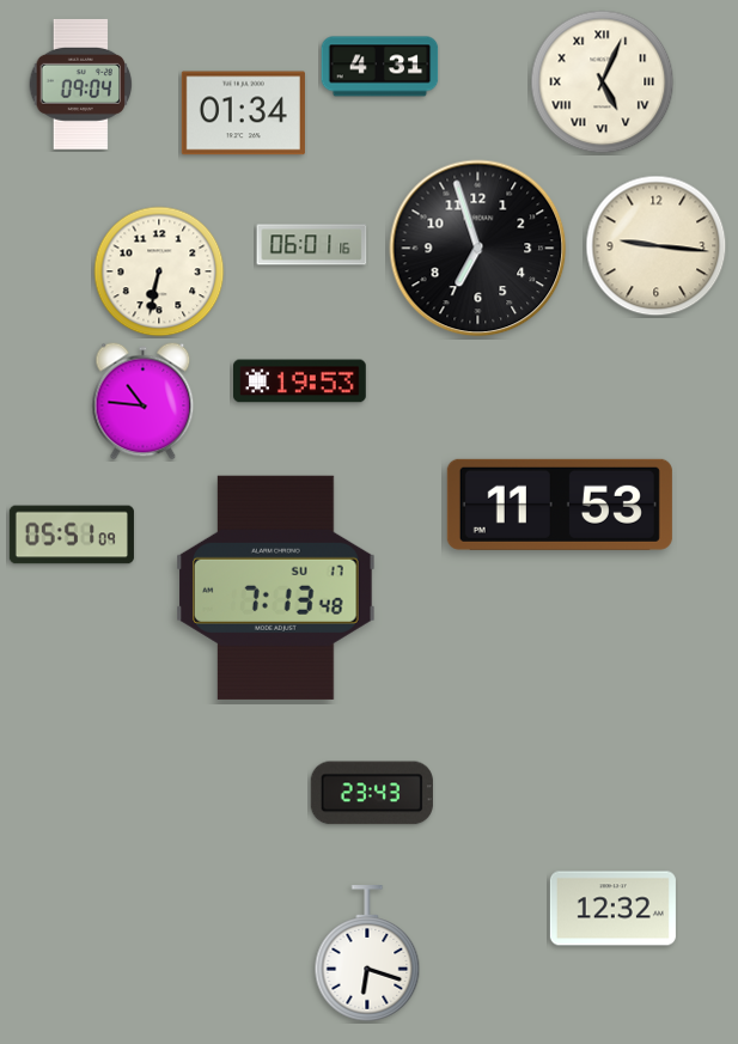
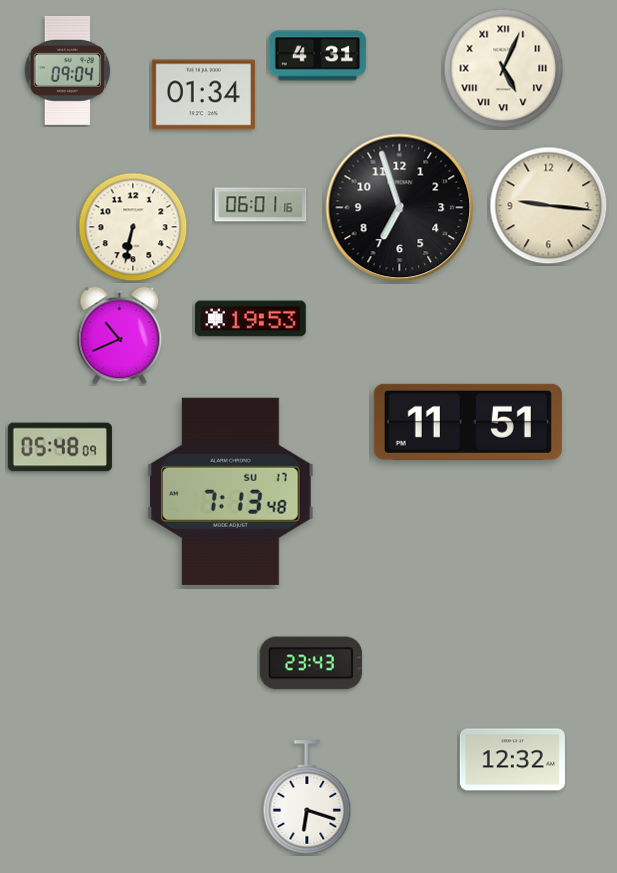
clock at (144, 402): 10:46 -> 10:41
clock at (560, 505): 11:53 -> 11:51
clock at (72, 535): 05:51 -> 05:48
